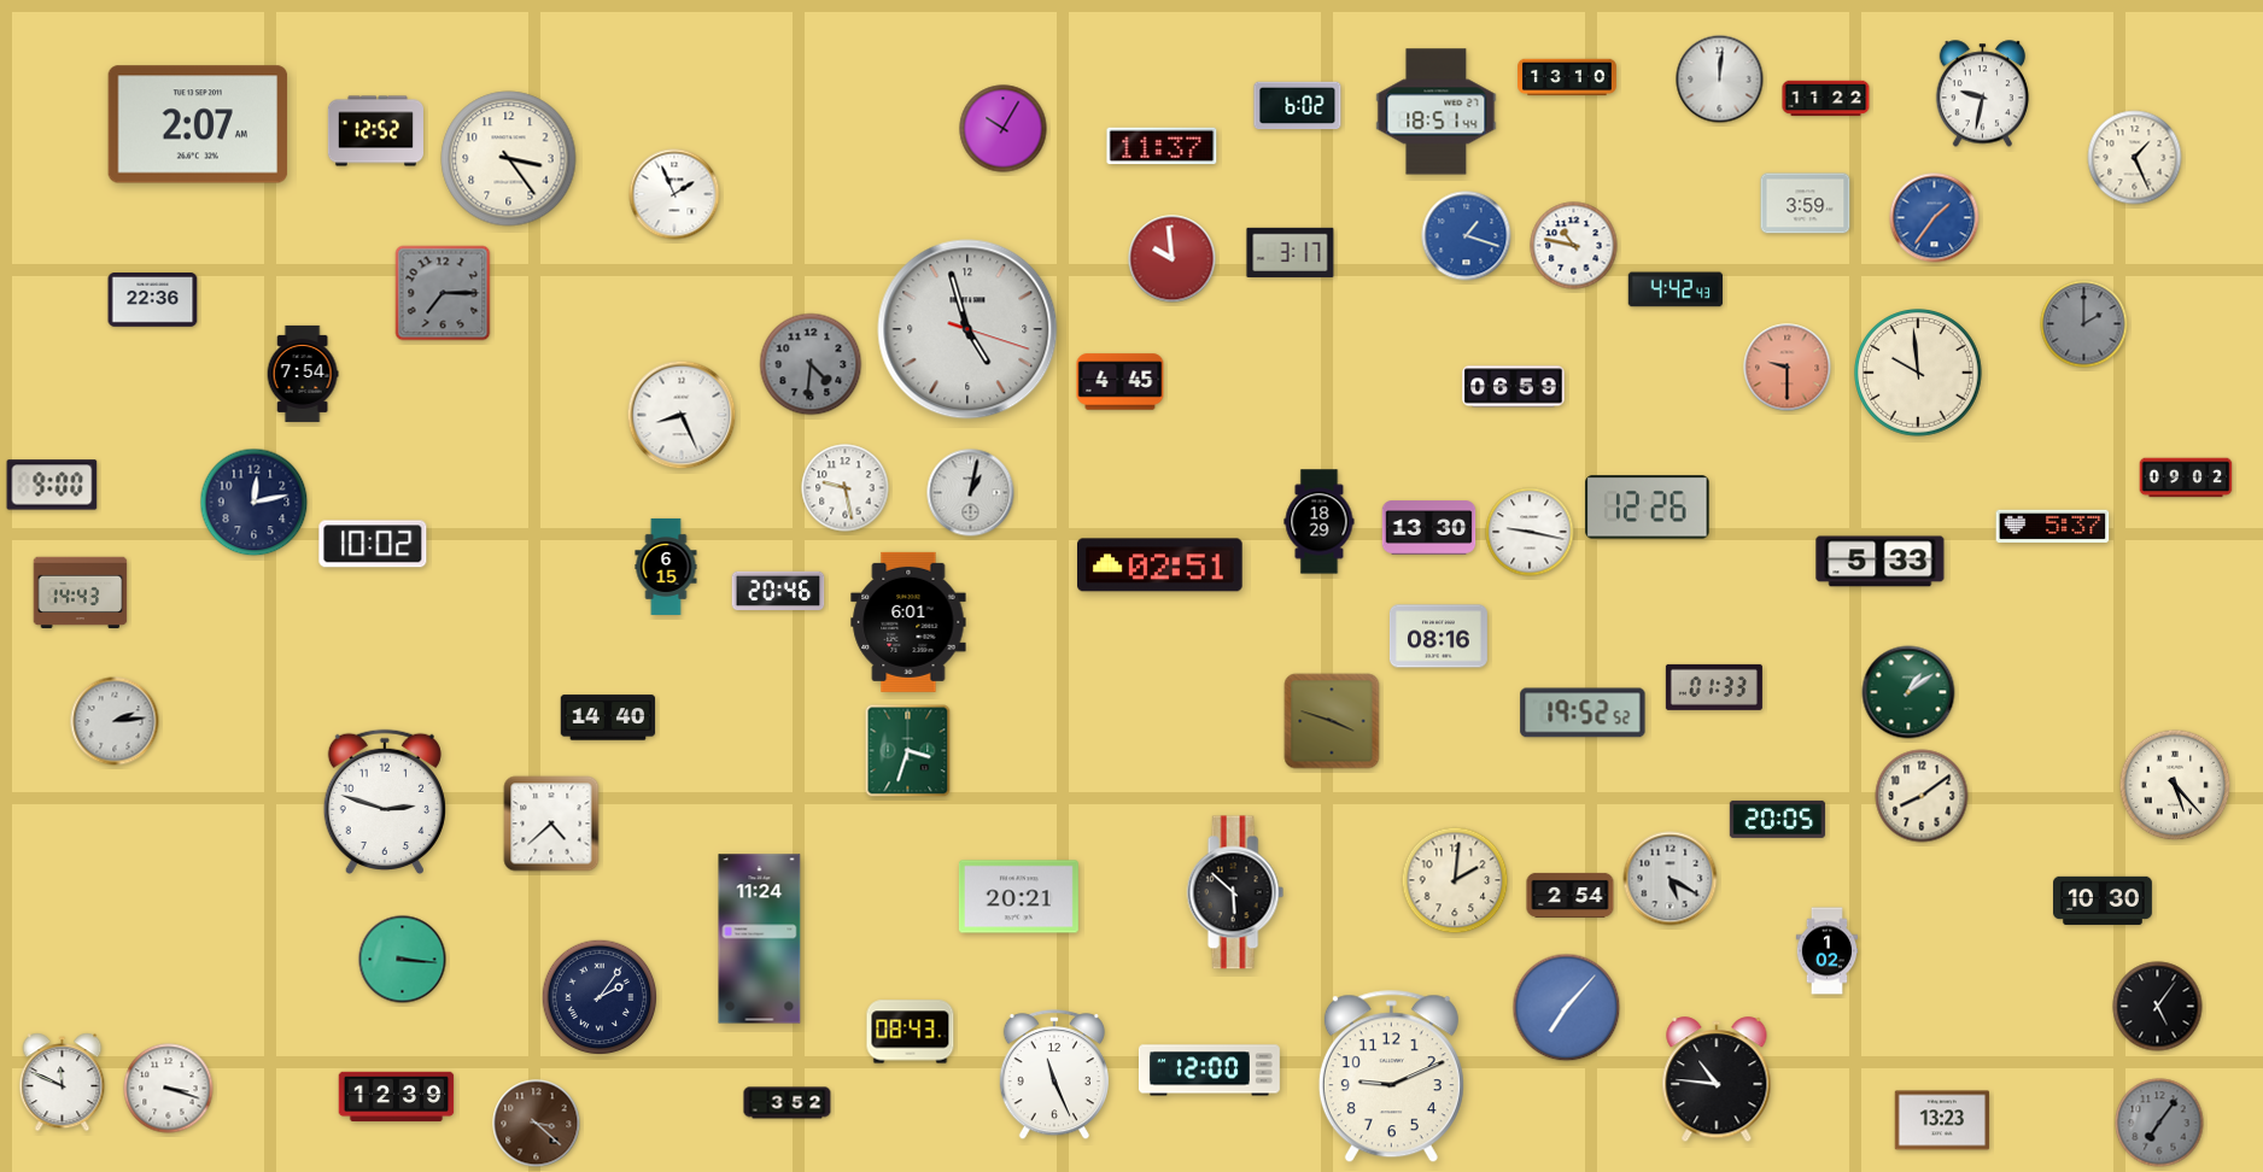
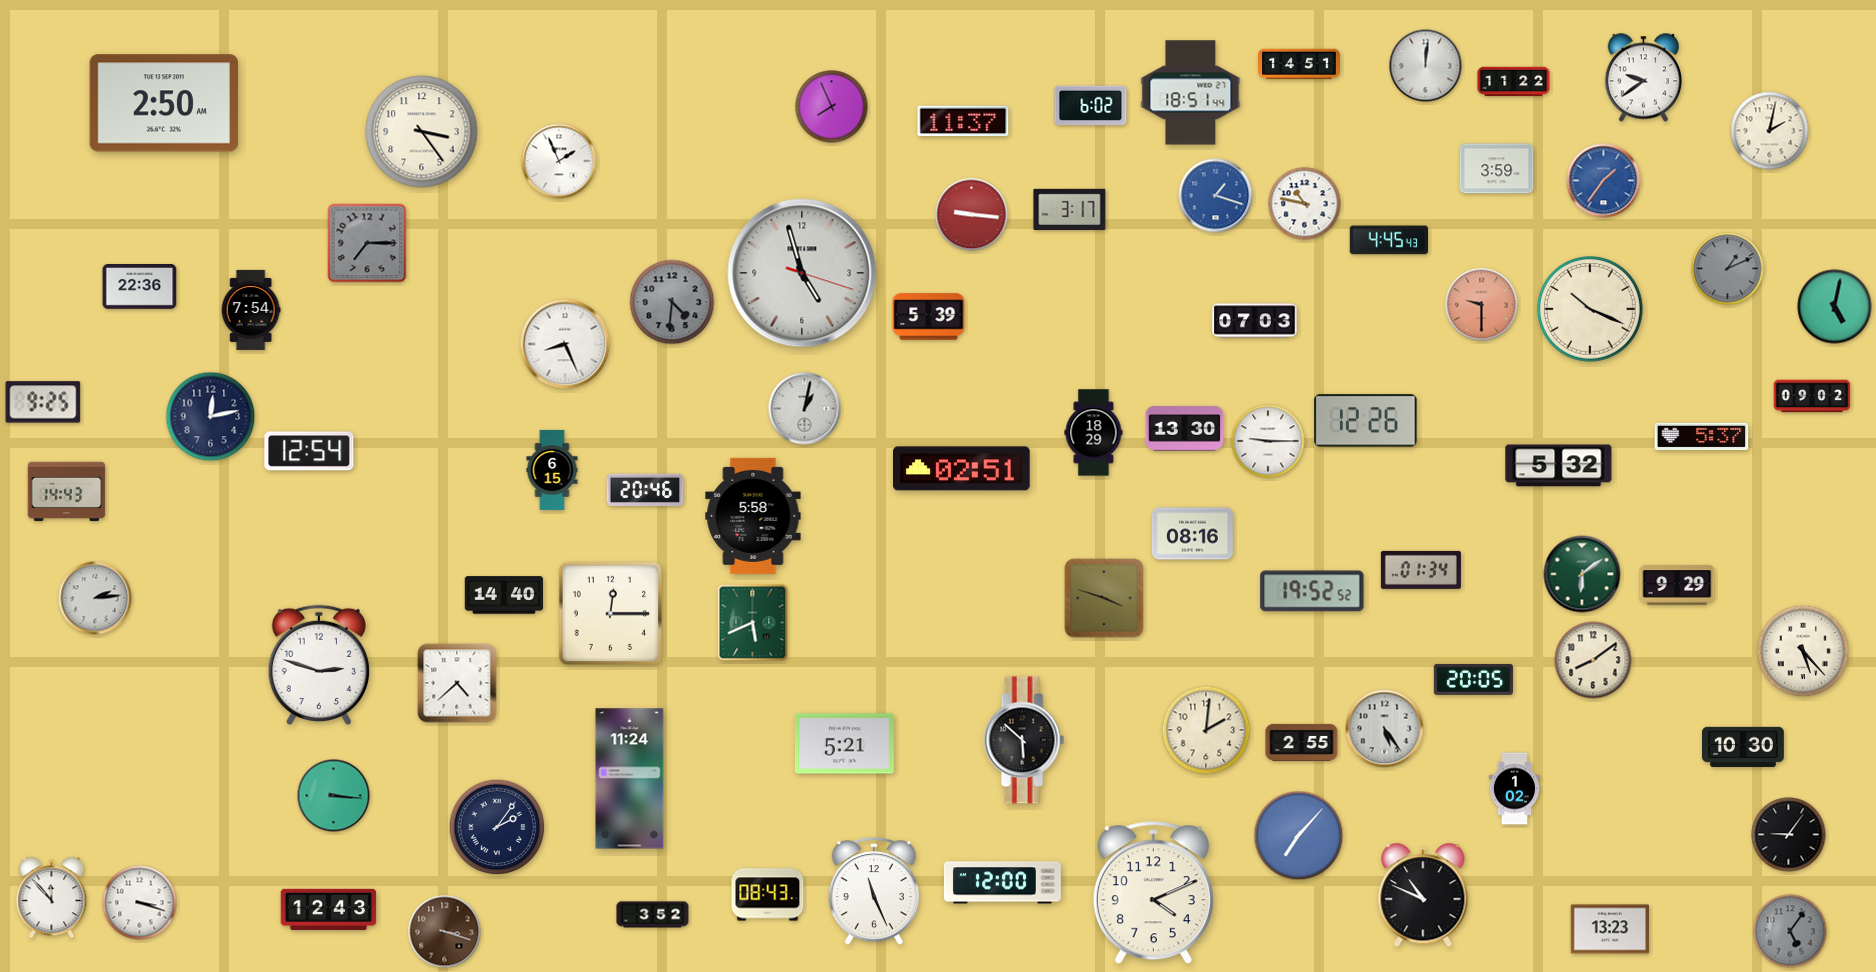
clock at (1568, 77): 13:10 -> 14:51
clock at (1983, 94): 9:32 -> 9:39
clock at (1298, 106) position: (1298, 106) -> (1091, 106)
clock at (198, 124): 2:07 -> 2:50
clock at (1004, 129): 10:05 -> 7:56
clock at (375, 131): 12:52 -> none
clock at (2135, 158): 1:26 -> 2:02
clock at (1173, 259): 9:59 -> 9:16
clock at (1674, 289): 4:42 -> 4:45
clock at (153, 300) position: (153, 300) -> (140, 287)
clock at (2084, 324): 2:00 -> 1:11
clock at (1835, 307): none -> 5:02
clock at (1919, 374): 9:59 -> 10:19
clock at (1121, 382): 4:45 -> 5:39
clock at (1514, 387): 06:59 -> 07:03
clock at (52, 485): 9:00 -> 9:25
clock at (846, 488): 9:28 -> none
clock at (1429, 528) position: (1429, 528) -> (1185, 429)
clock at (1530, 532): 9:17 -> 9:15
clock at (373, 544): 10:02 -> 12:54
clock at (1881, 562): 5:33 -> 5:32
clock at (908, 622): 6:01 -> 5:58
clock at (1438, 637) position: (1438, 637) -> (1192, 534)
clock at (1714, 687): 01:33 -> 01:34
clock at (1908, 692): 1:09 -> 6:09
clock at (1677, 585): none -> 9:29
clock at (611, 614): none -> 12:15
clock at (908, 751): 3:33 -> 5:41
clock at (1671, 879): 5:20 -> 5:24
clock at (1571, 895): 2:54 -> 2:55
clock at (1018, 897): 20:21 -> 5:21
clock at (2158, 1007): 5:06 -> 9:06
clock at (911, 1032) position: (911, 1032) -> (768, 895)
clock at (1209, 1071) position: (1209, 1071) -> (1002, 883)
clock at (1391, 1077): 9:11 -> 4:11
clock at (1717, 1080): 10:46 -> 10:49
clock at (63, 1083): 11:49 -> 11:53
clock at (397, 1097): 12:39 -> 12:43
clock at (2159, 1123): 7:06 -> 5:06
clock at (537, 1124): 3:22 -> 3:18
